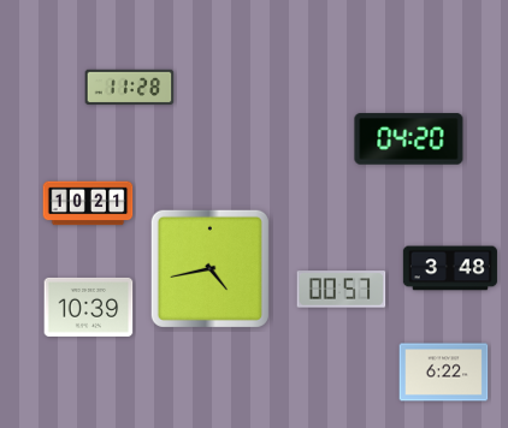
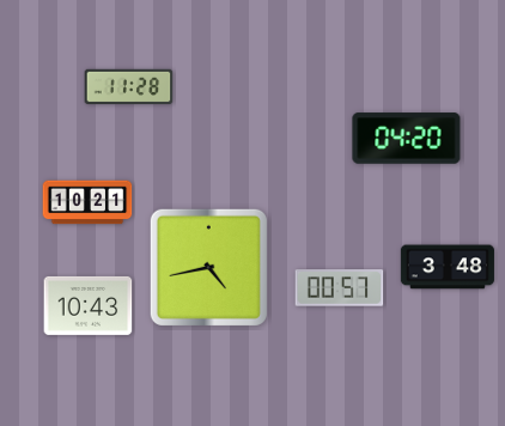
clock at (89, 307): 10:39 -> 10:43
clock at (444, 373): 6:22 -> none
